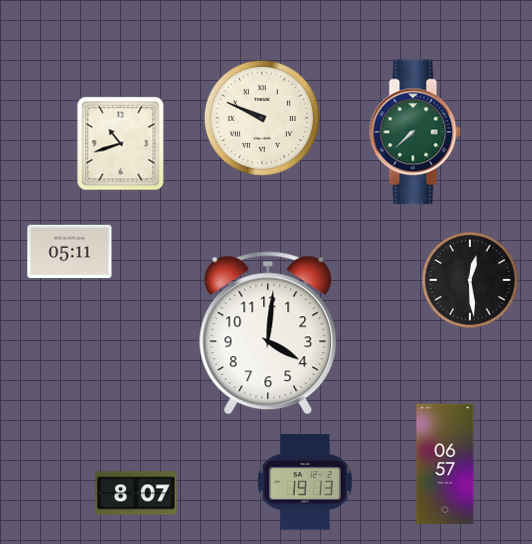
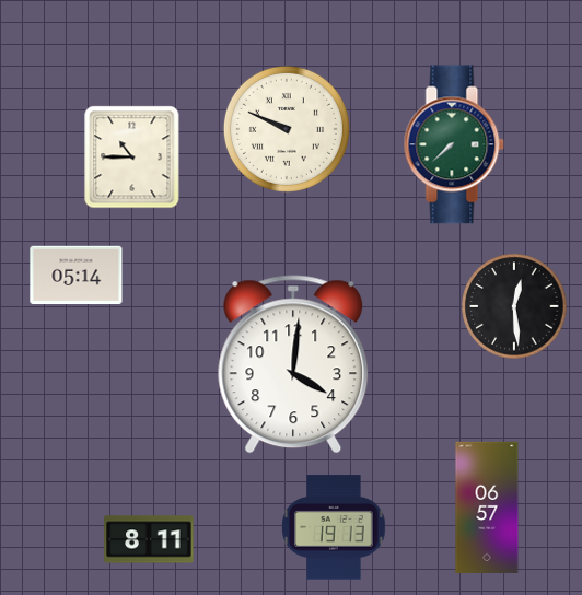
clock at (121, 144): 10:42 -> 10:45
clock at (70, 252): 05:11 -> 05:14
clock at (136, 493): 8:07 -> 8:11
